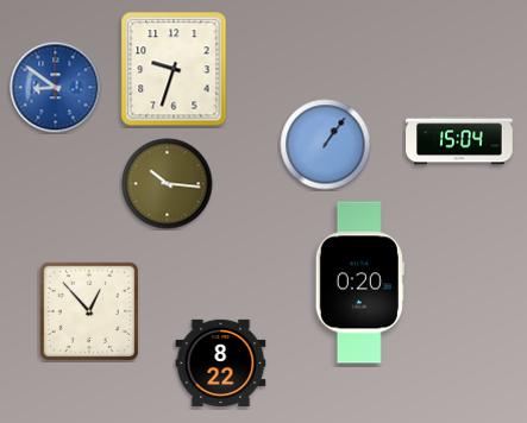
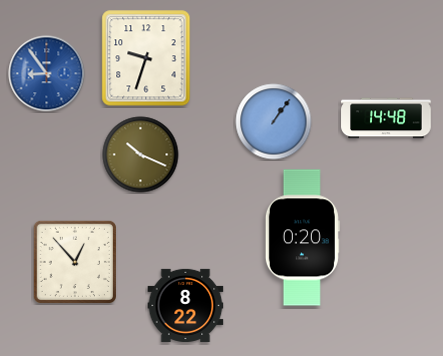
clock at (56, 88): 8:51 -> 8:54
clock at (459, 140): 15:04 -> 14:48
clock at (168, 184): 10:16 -> 10:19
